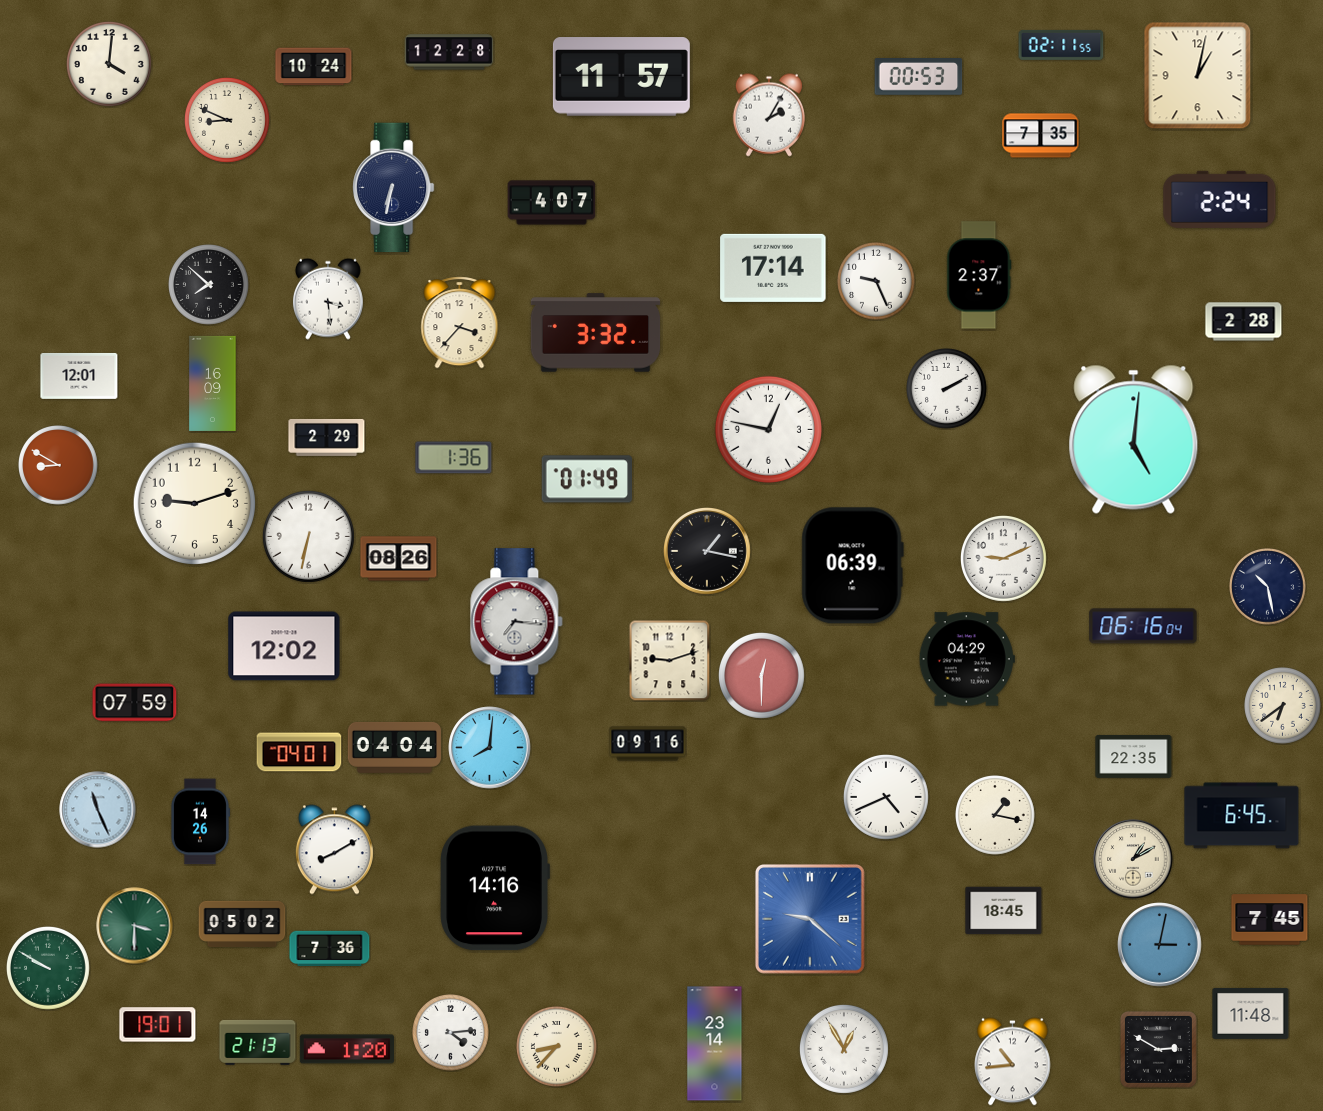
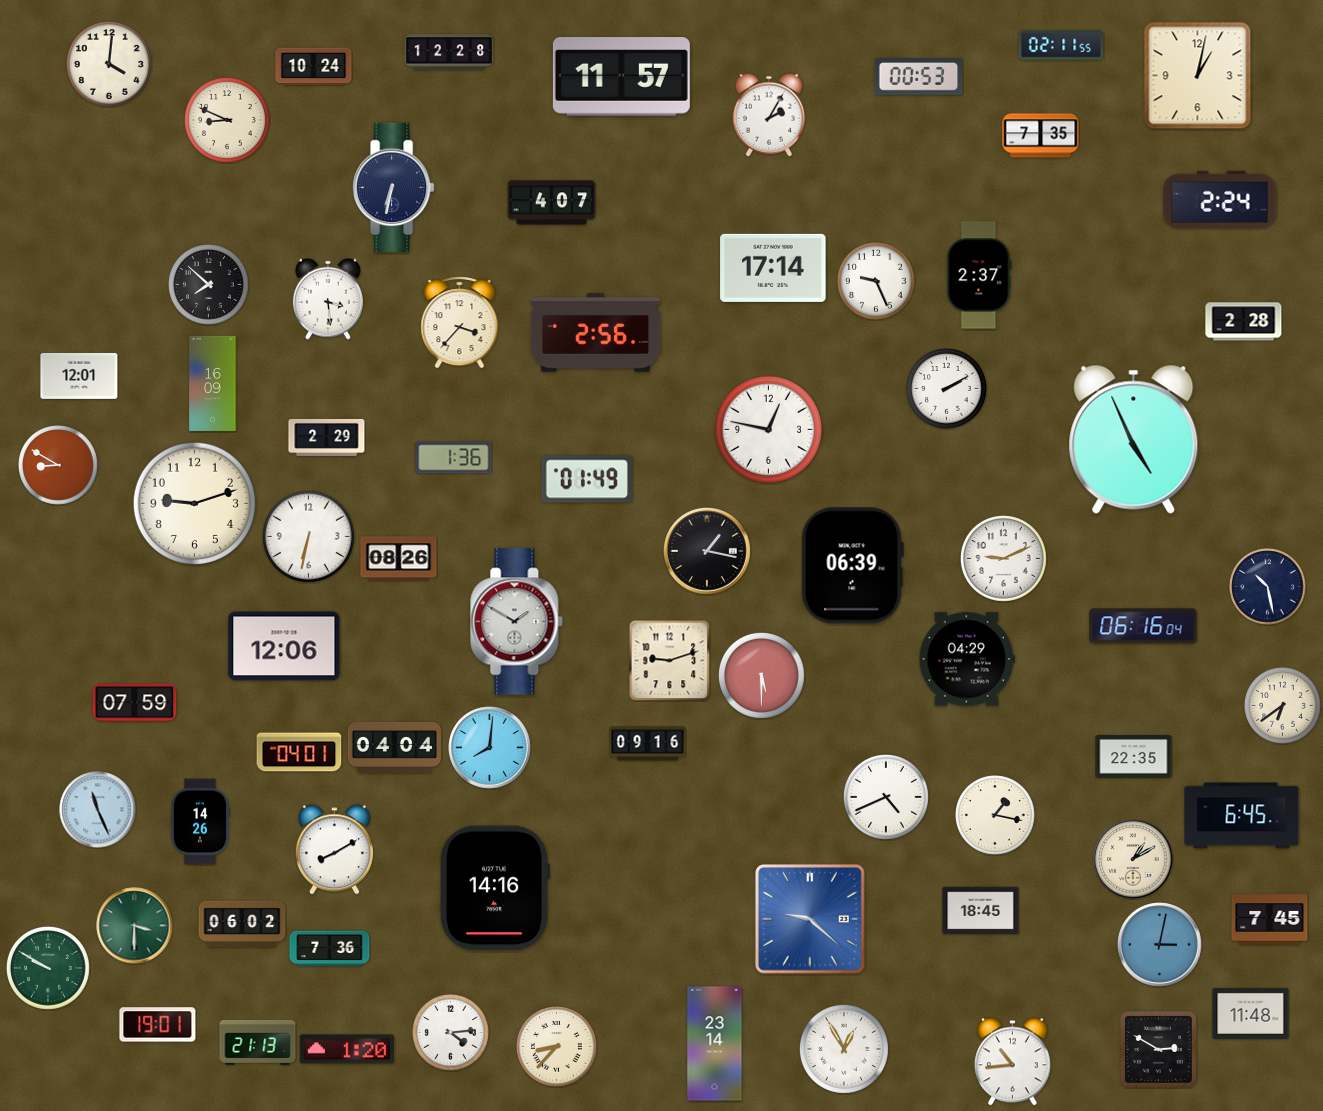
clock at (596, 333): 3:32 -> 2:56
clock at (1134, 439): 5:01 -> 4:56
clock at (517, 622): 7:16 -> 1:50
clock at (284, 646): 12:02 -> 12:06
clock at (761, 675): 12:30 -> 5:30
clock at (1004, 911) position: (1004, 911) -> (981, 911)
clock at (242, 923): 05:02 -> 06:02
